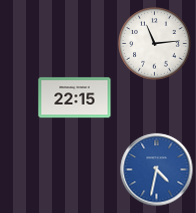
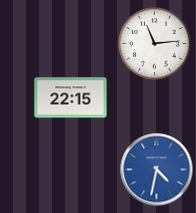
clock at (75, 98) position: (75, 98) -> (71, 98)
